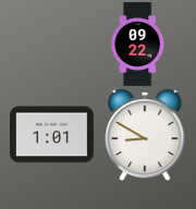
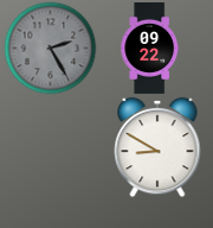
clock at (50, 47): none -> 2:25
clock at (51, 135): 1:01 -> none
